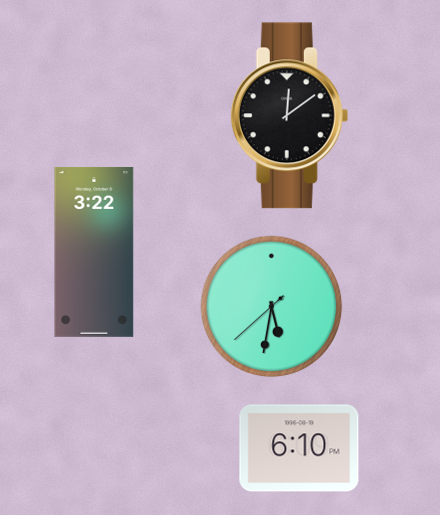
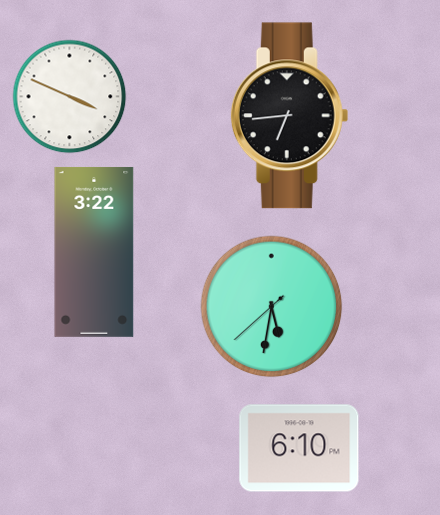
clock at (70, 97): none -> 3:49
clock at (290, 116): 12:09 -> 6:44
